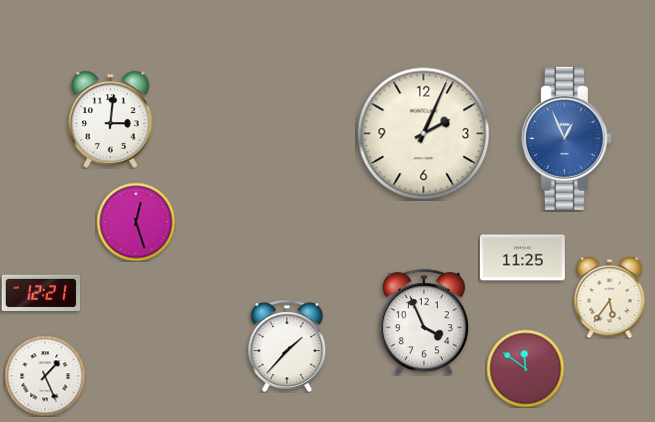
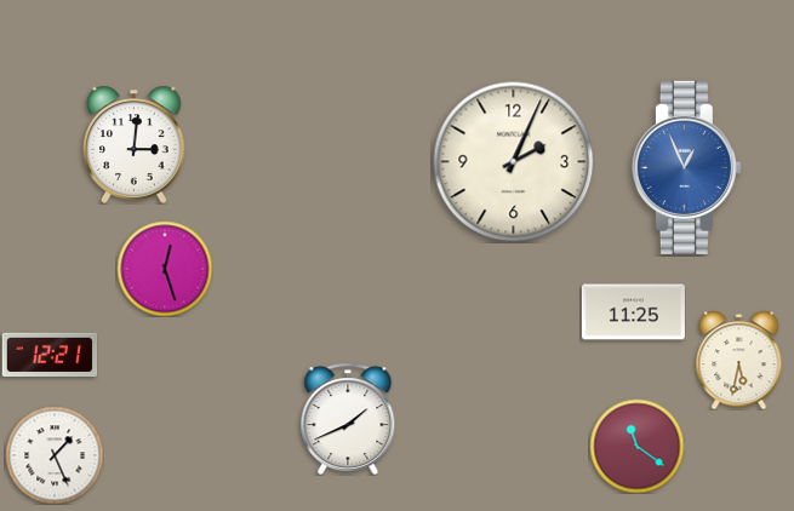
clock at (610, 297): 5:36 -> 5:32
clock at (424, 322): 3:56 -> none
clock at (287, 346): 1:37 -> 1:41
clock at (525, 368): 11:51 -> 11:21
